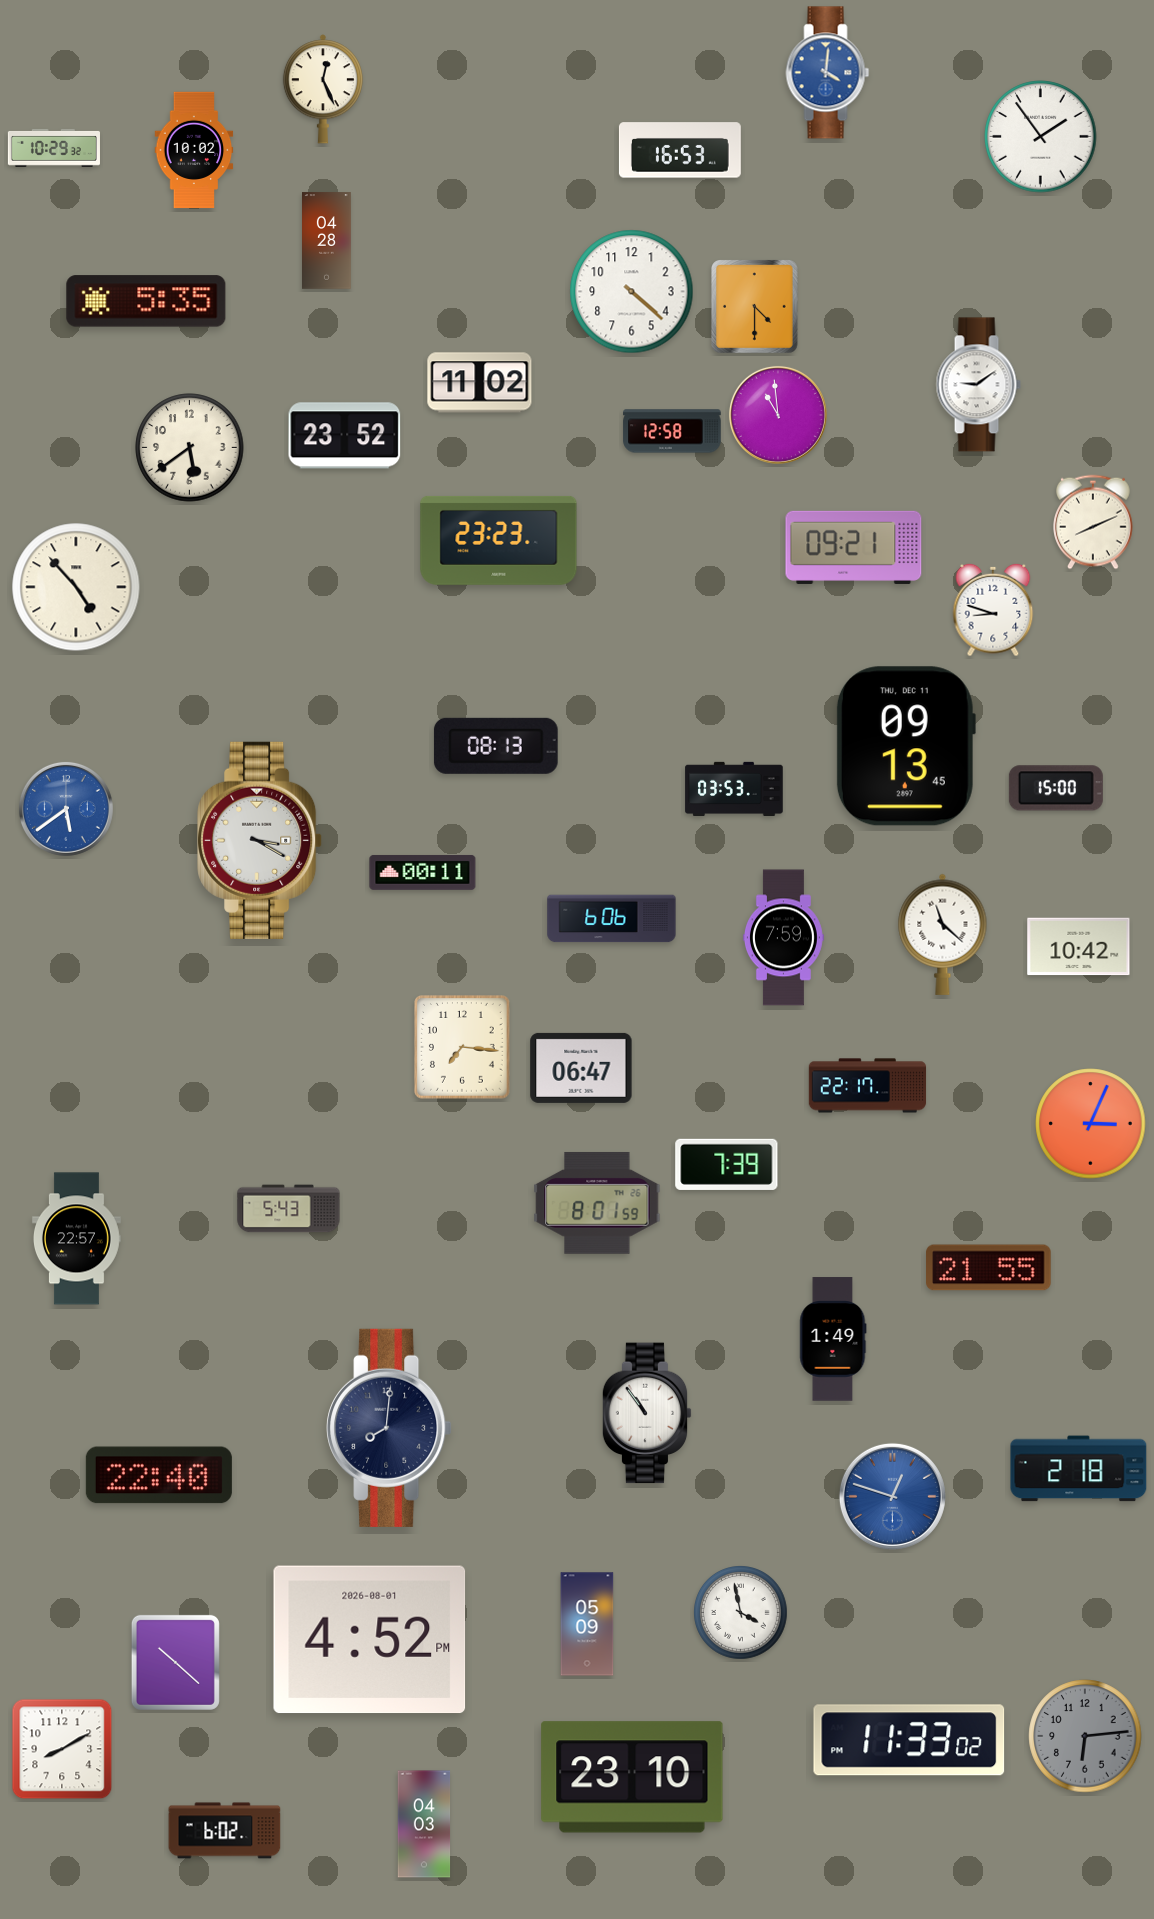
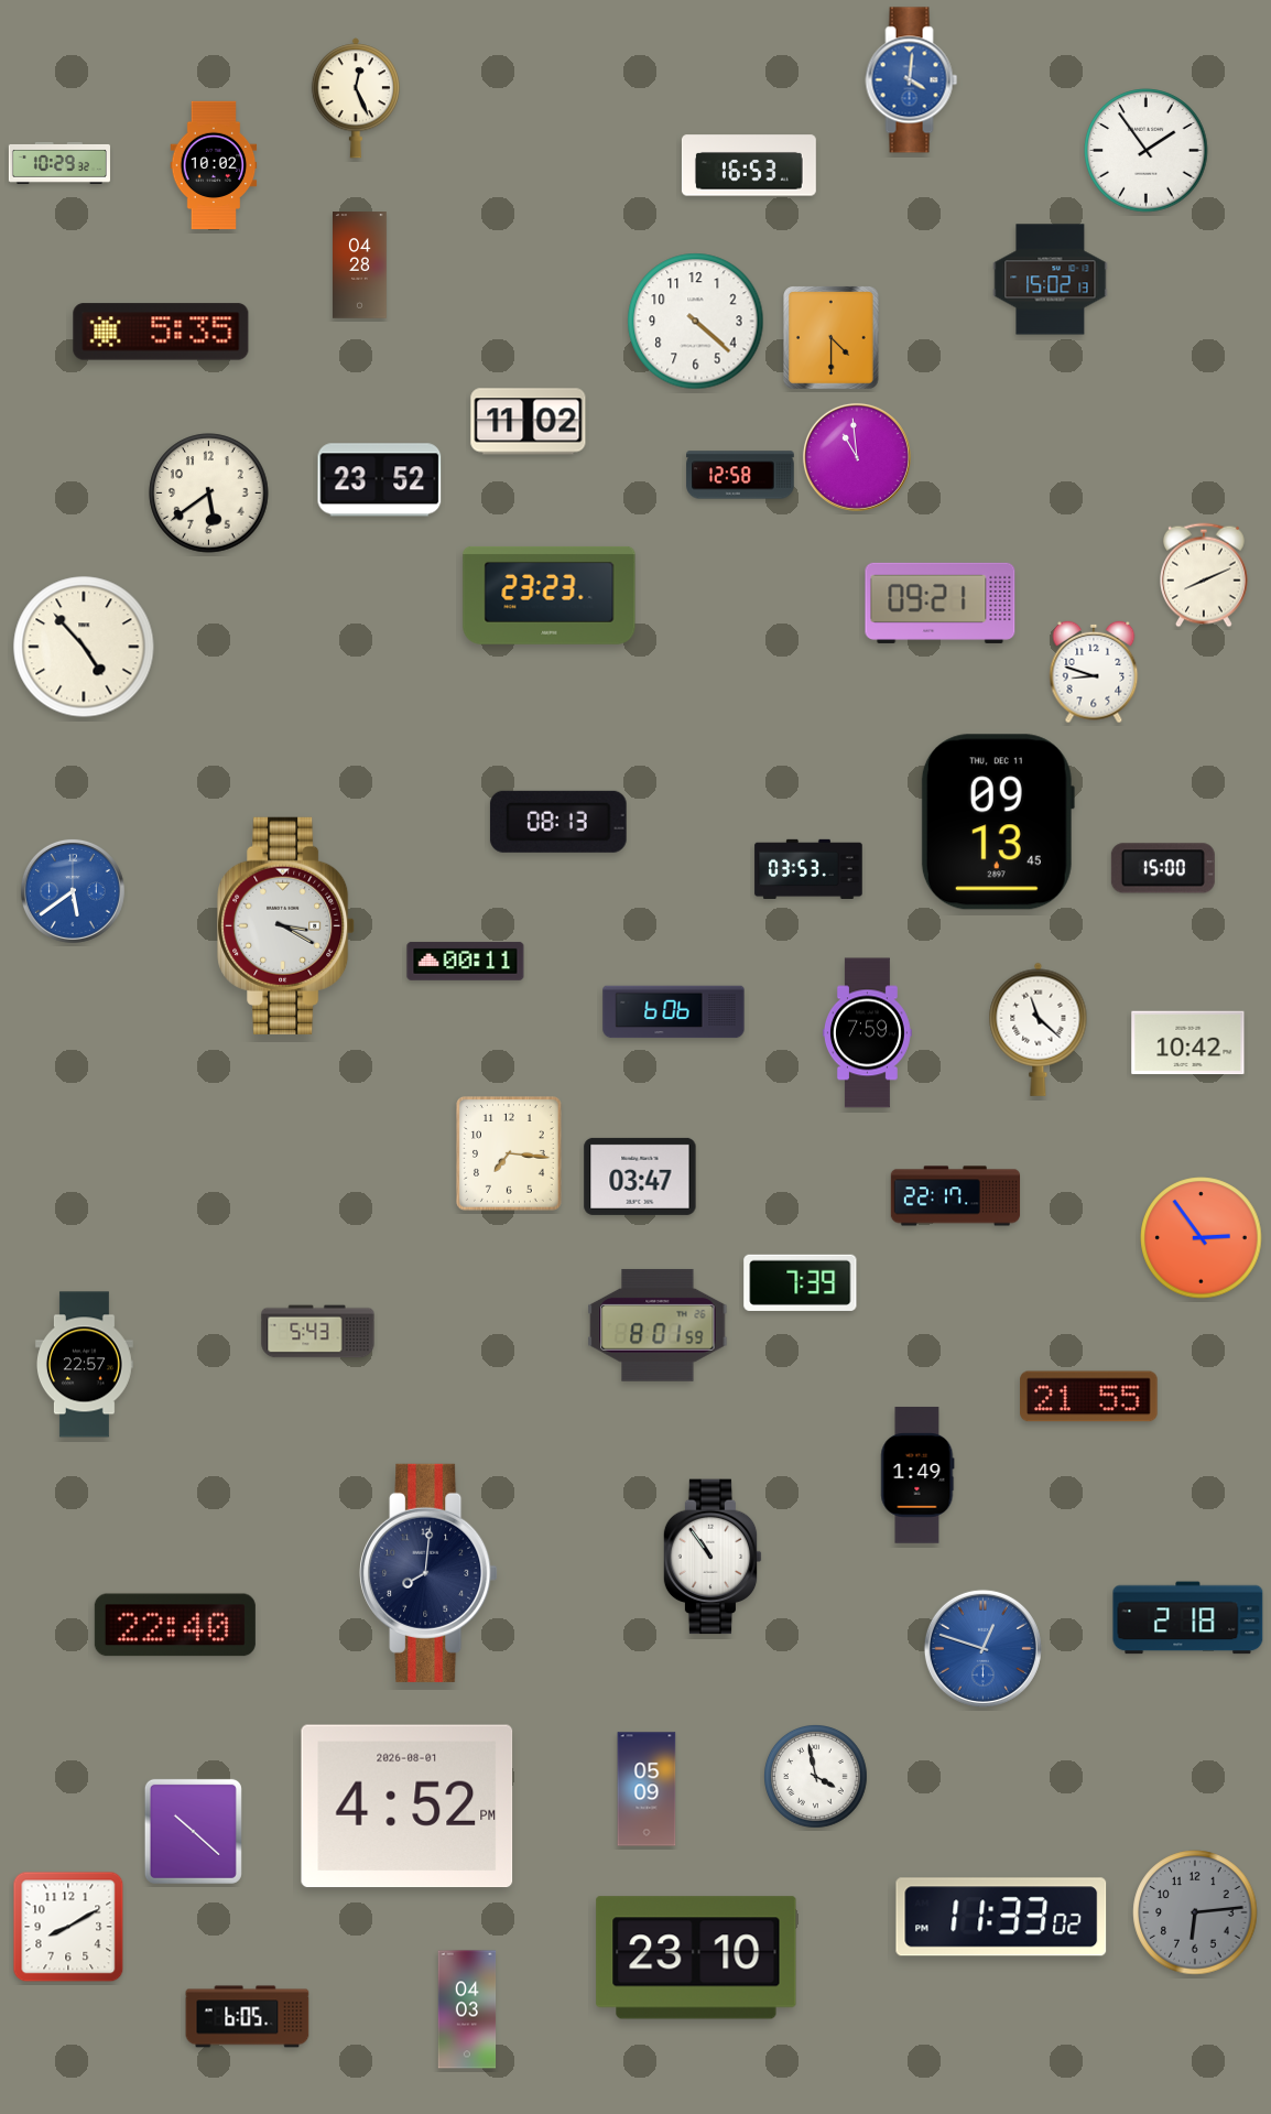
clock at (1051, 280): none -> 15:02
clock at (978, 385): 9:09 -> none
clock at (496, 746) position: (496, 746) -> (558, 822)
clock at (783, 938) position: (783, 938) -> (867, 1033)
clock at (581, 1068): 06:47 -> 03:47
clock at (1091, 1124): 3:04 -> 2:54
clock at (225, 1831): 6:02 -> 6:05
